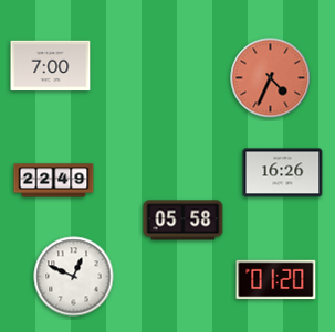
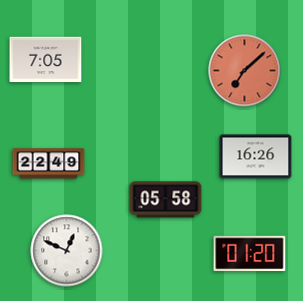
clock at (51, 66): 7:00 -> 7:05
clock at (271, 78): 4:34 -> 7:08
